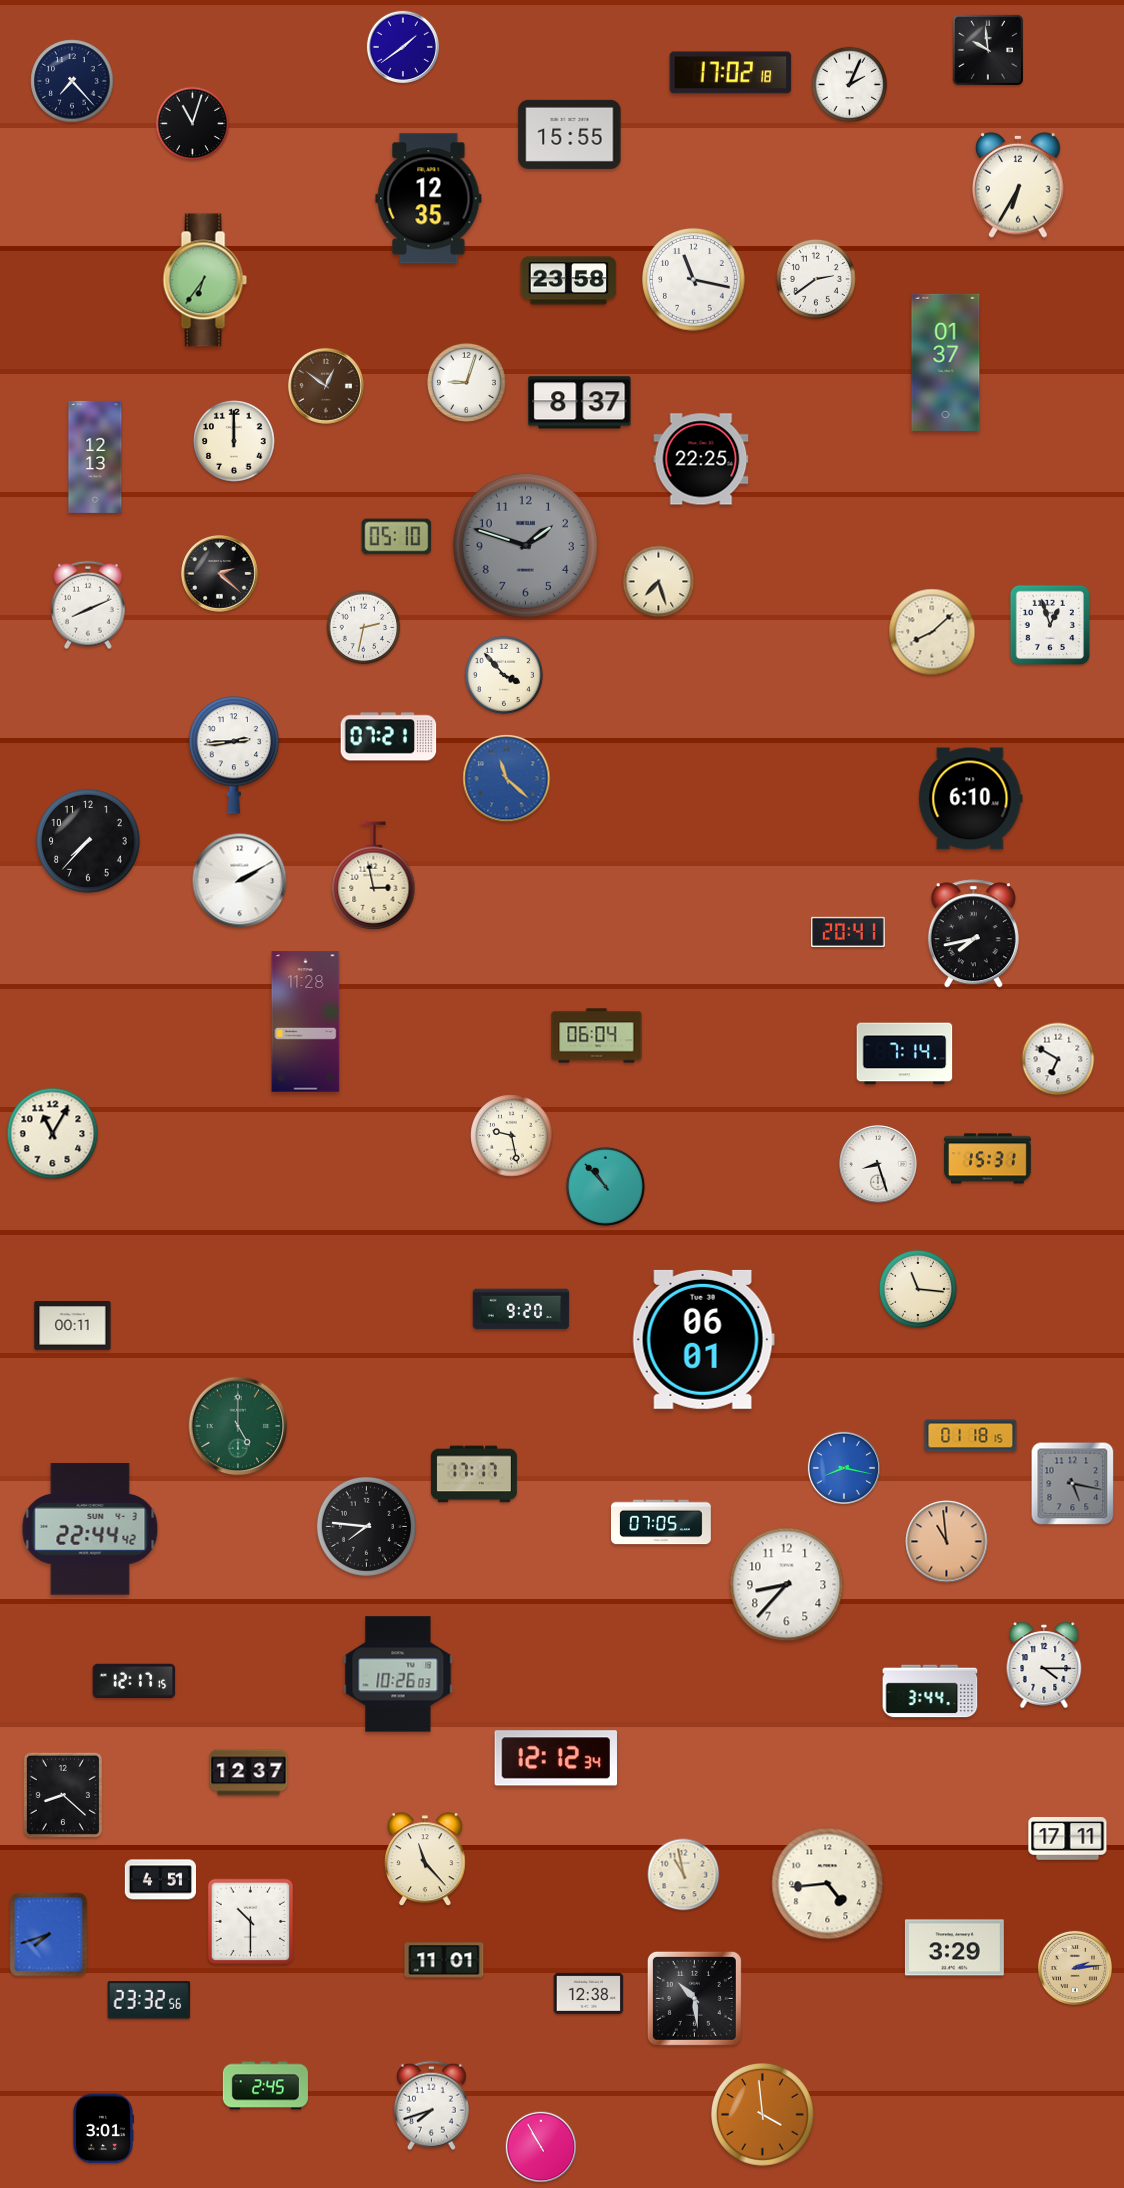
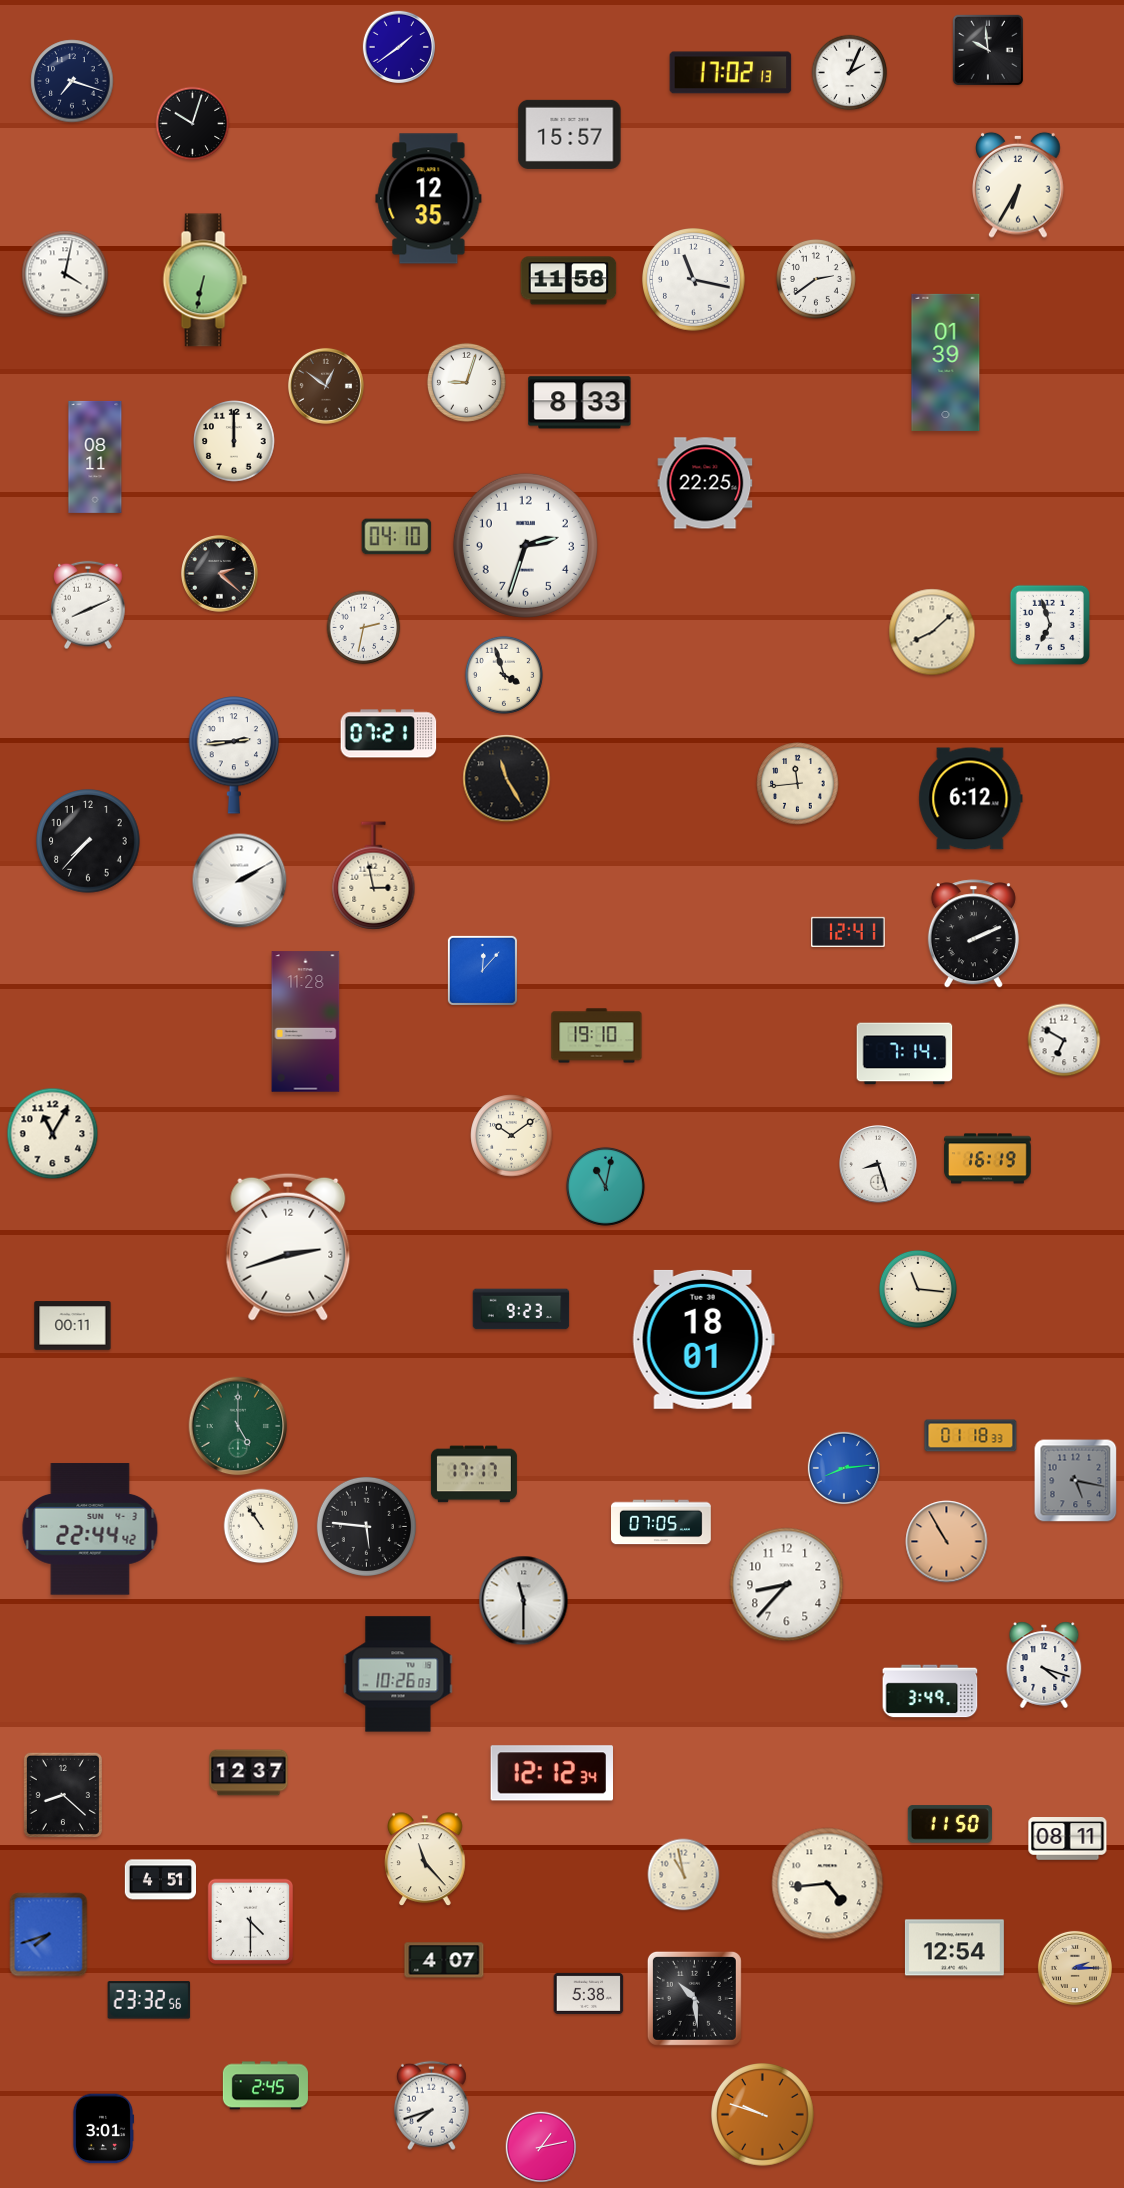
clock at (402, 46) position: (402, 46) -> (398, 46)
clock at (731, 73): 17:02:18 -> 17:02:13
clock at (72, 81): 7:23 -> 7:18
clock at (850, 85) position: (850, 85) -> (850, 73)
clock at (193, 124): 11:03 -> 10:03
clock at (570, 134): 15:55 -> 15:57
clock at (65, 274): none -> 4:02
clock at (205, 280): 6:36 -> 6:32
clock at (569, 281): 23:58 -> 11:58
clock at (946, 362): 01:37 -> 01:39
clock at (580, 403): 8:37 -> 8:33
clock at (95, 457): 12:13 -> 08:11
clock at (701, 459) position: (701, 459) -> (705, 483)
clock at (397, 537): 05:10 -> 04:10
clock at (525, 545): 1:48 -> 2:33
clock at (525, 545) dial: grey -> white
clock at (659, 582): 7:27 -> none
clock at (1050, 625): 12:57 -> 6:57
clock at (504, 675): 3:53 -> 3:57
clock at (389, 737) position: (389, 737) -> (389, 734)
clock at (507, 779): 11:22 -> 11:25
clock at (507, 779) dial: blue -> black
clock at (798, 784): none -> 11:44
clock at (971, 799): 6:10 -> 6:12
clock at (848, 932): 20:41 -> 12:41
clock at (973, 934): 7:43 -> 2:11
clock at (482, 970): none -> 12:07
clock at (597, 1036): 06:04 -> 19:10
clock at (1058, 1059) position: (1058, 1059) -> (1064, 1040)
clock at (512, 1136): 9:28 -> 10:09
clock at (988, 1159): 15:31 -> 16:19
clock at (605, 1186): 10:53 -> 11:02
clock at (288, 1247): none -> 2:42
clock at (521, 1309): 9:20 -> 9:23
clock at (703, 1339): 06:01 -> 18:01
clock at (971, 1436): 01:18:15 -> 01:18:33
clock at (843, 1467): 8:17 -> 8:14
clock at (1073, 1484) position: (1073, 1484) -> (1076, 1481)
clock at (261, 1526): none -> 10:54
clock at (366, 1526): 7:46 -> 5:46
clock at (947, 1542): 10:59 -> 10:55
clock at (524, 1601): none -> 11:30
clock at (1044, 1665): 4:15 -> 4:18
clock at (134, 1681): 12:17 -> none
clock at (930, 1691): 3:44 -> 3:49
clock at (555, 1758) position: (555, 1758) -> (551, 1773)
clock at (950, 1824): none -> 11:50
clock at (1068, 1839): 17:11 -> 08:11
clock at (251, 1922): 10:30 -> 4:30
clock at (954, 1948): 3:29 -> 12:54
clock at (444, 1960): 11:01 -> 4:07
clock at (1075, 1968): 2:14 -> 2:15
clock at (589, 1993): 12:38 -> 5:38
clock at (763, 2115): 3:59 -> 9:48
clock at (541, 2147): 10:55 -> 1:13
